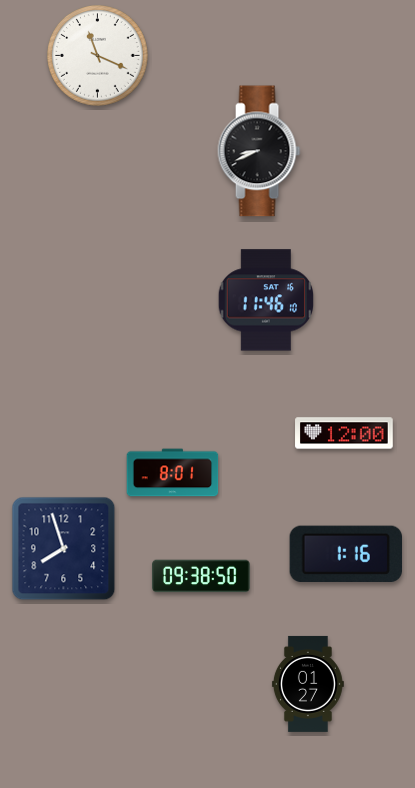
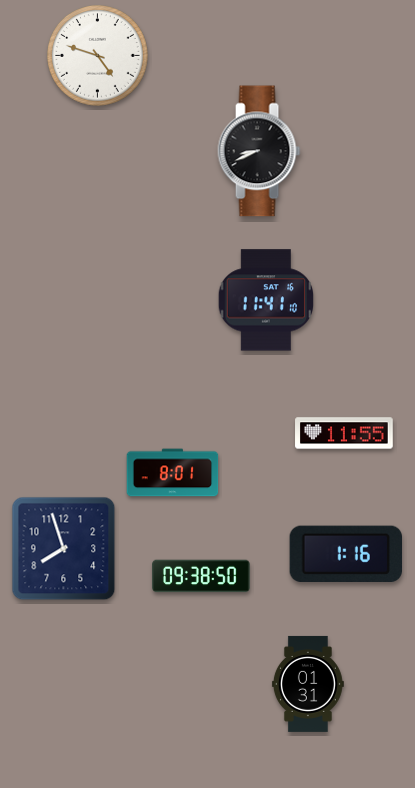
clock at (98, 56): 11:19 -> 4:48
clock at (266, 300): 11:46 -> 11:41
clock at (344, 433): 12:00 -> 11:55
clock at (308, 684): 01:27 -> 01:31
